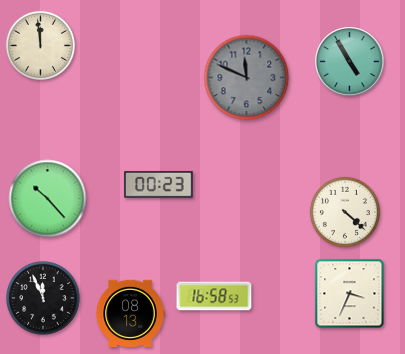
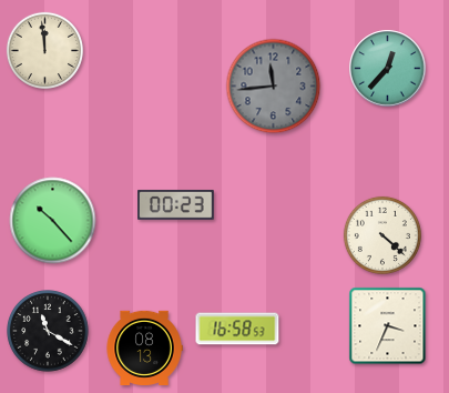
clock at (350, 62): 4:55 -> 12:37
clock at (247, 78): 11:49 -> 11:44
clock at (43, 298): 11:56 -> 11:20
